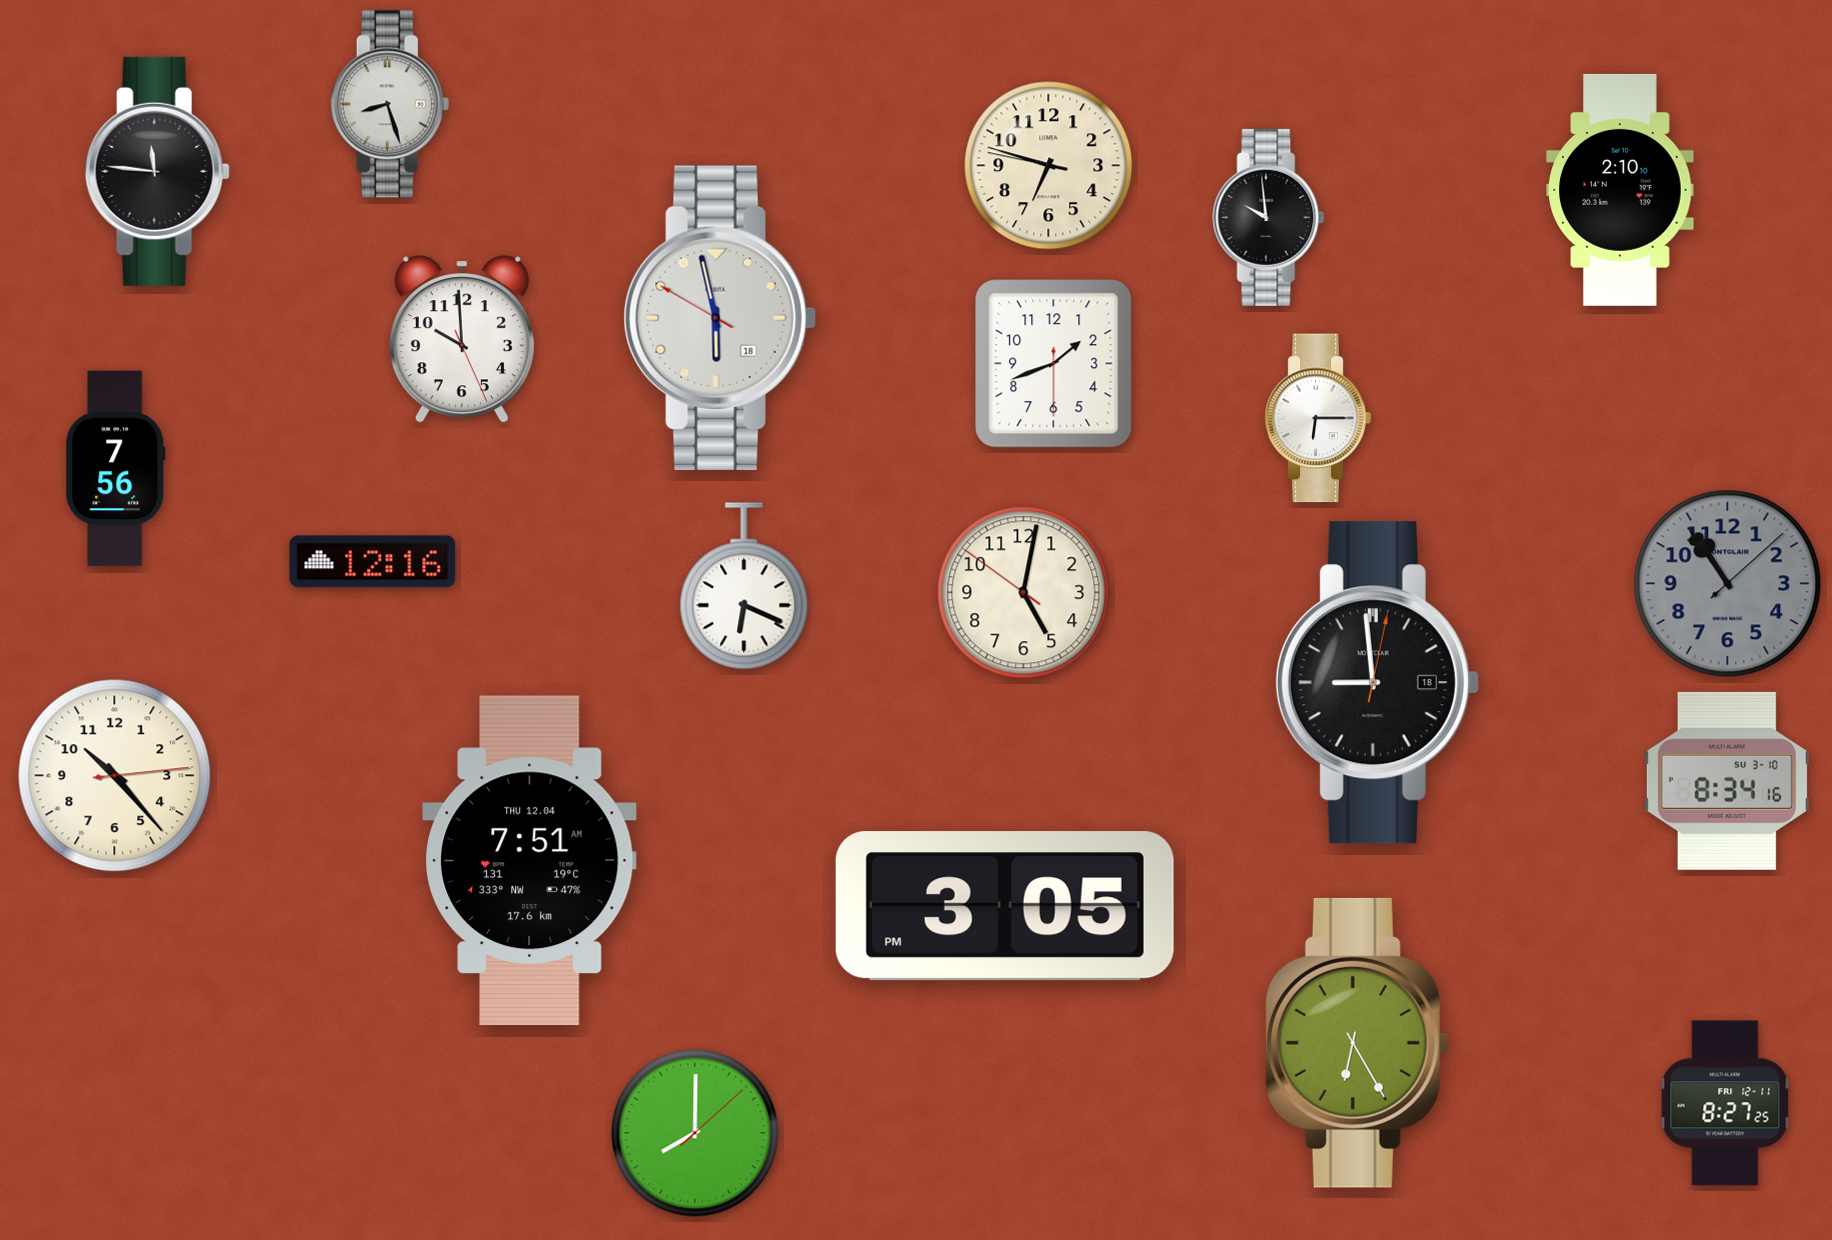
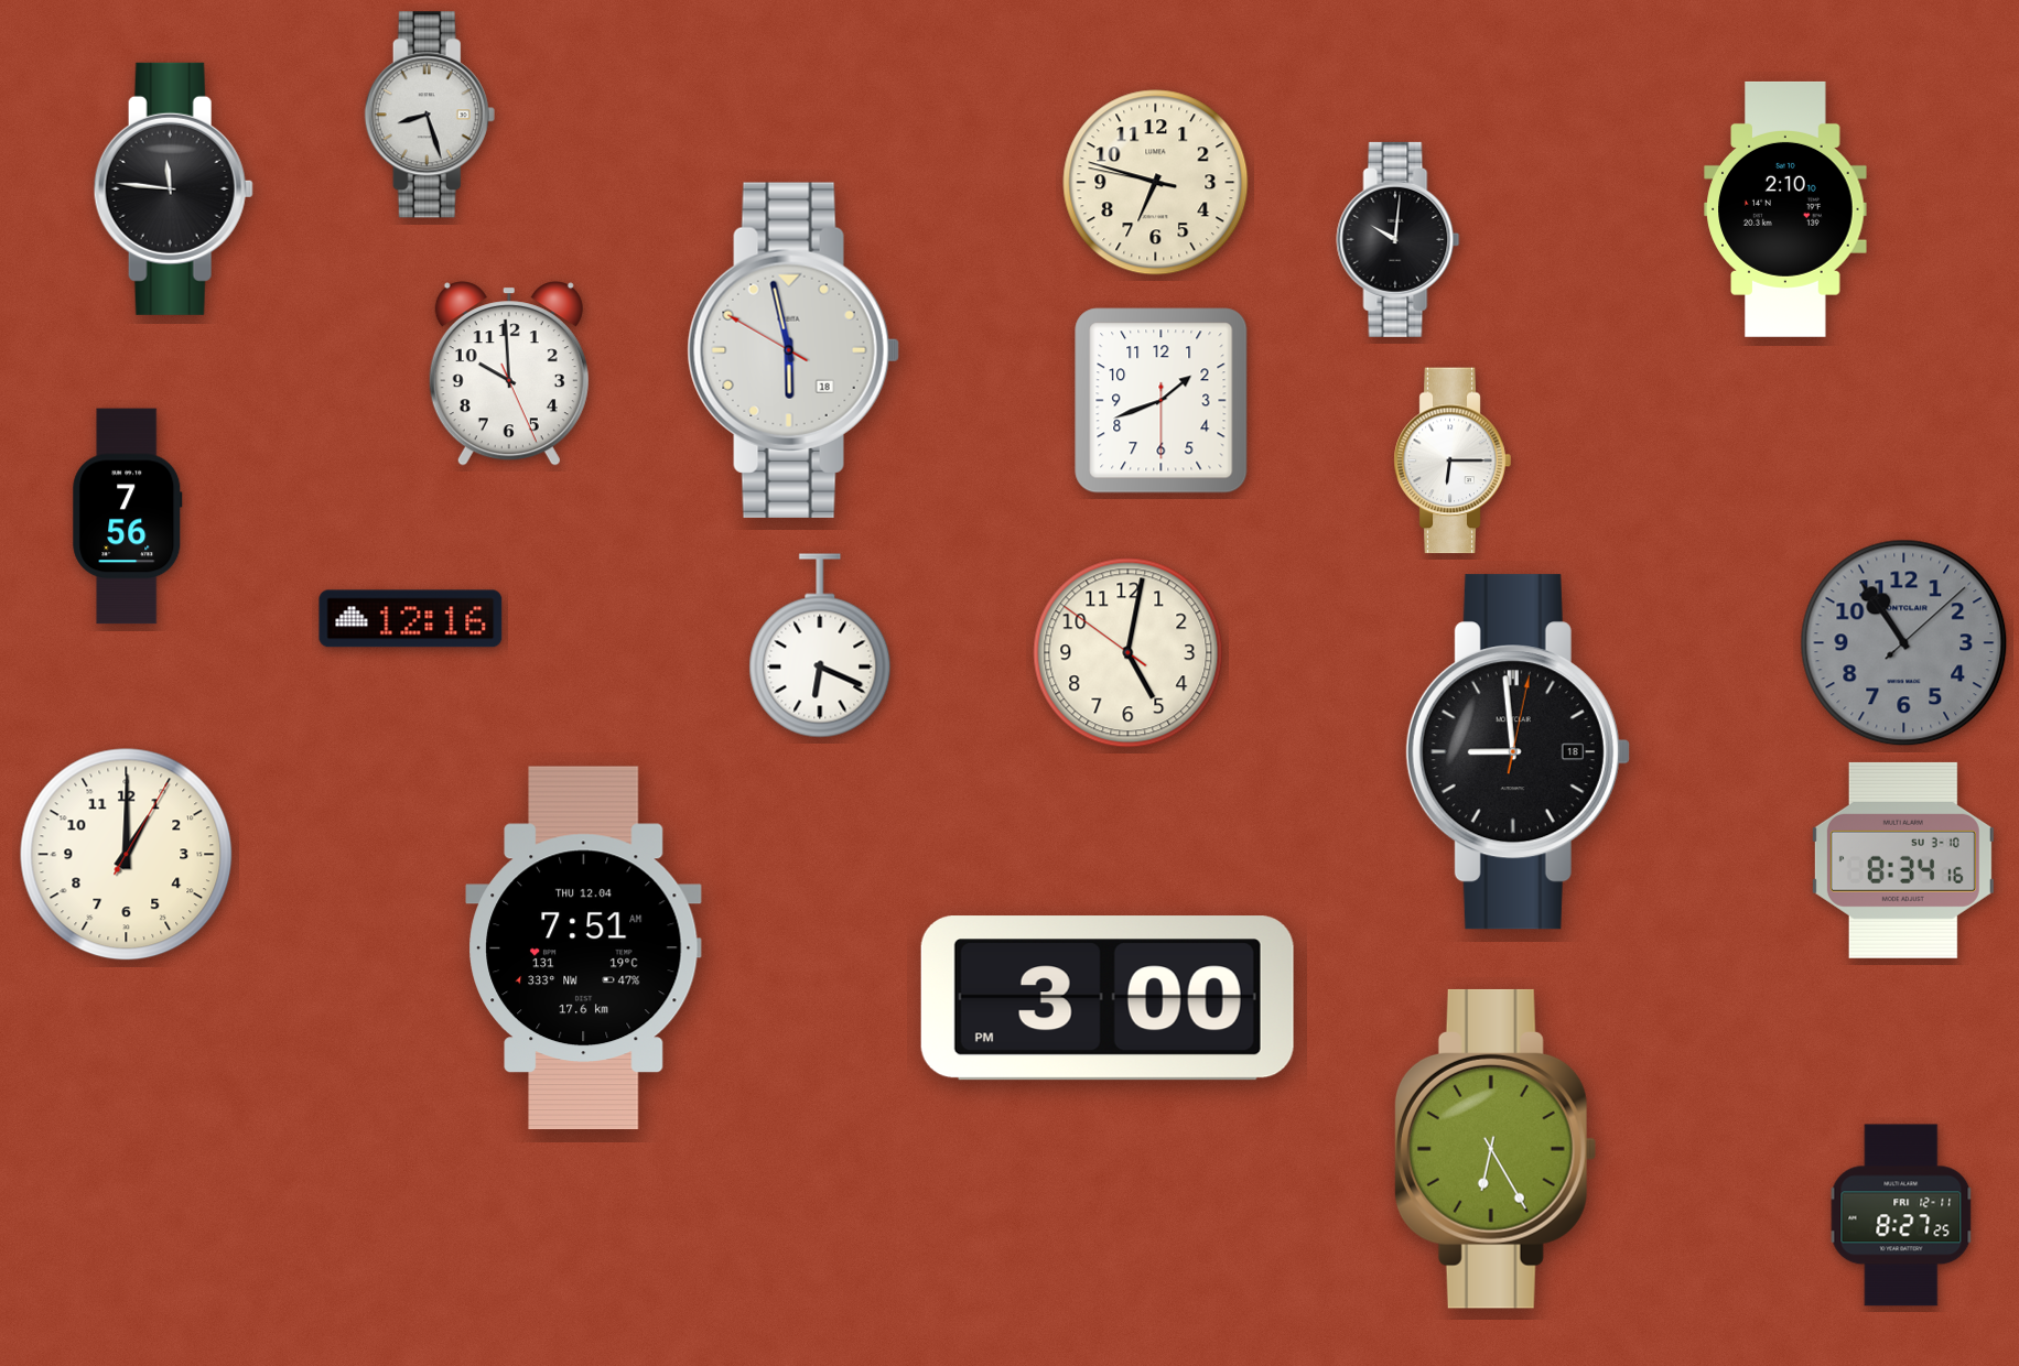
clock at (1269, 217): 9:59 -> 10:01
clock at (115, 776): 10:23 -> 1:00
clock at (1005, 906): 3:05 -> 3:00
clock at (695, 1133): 8:00 -> none
